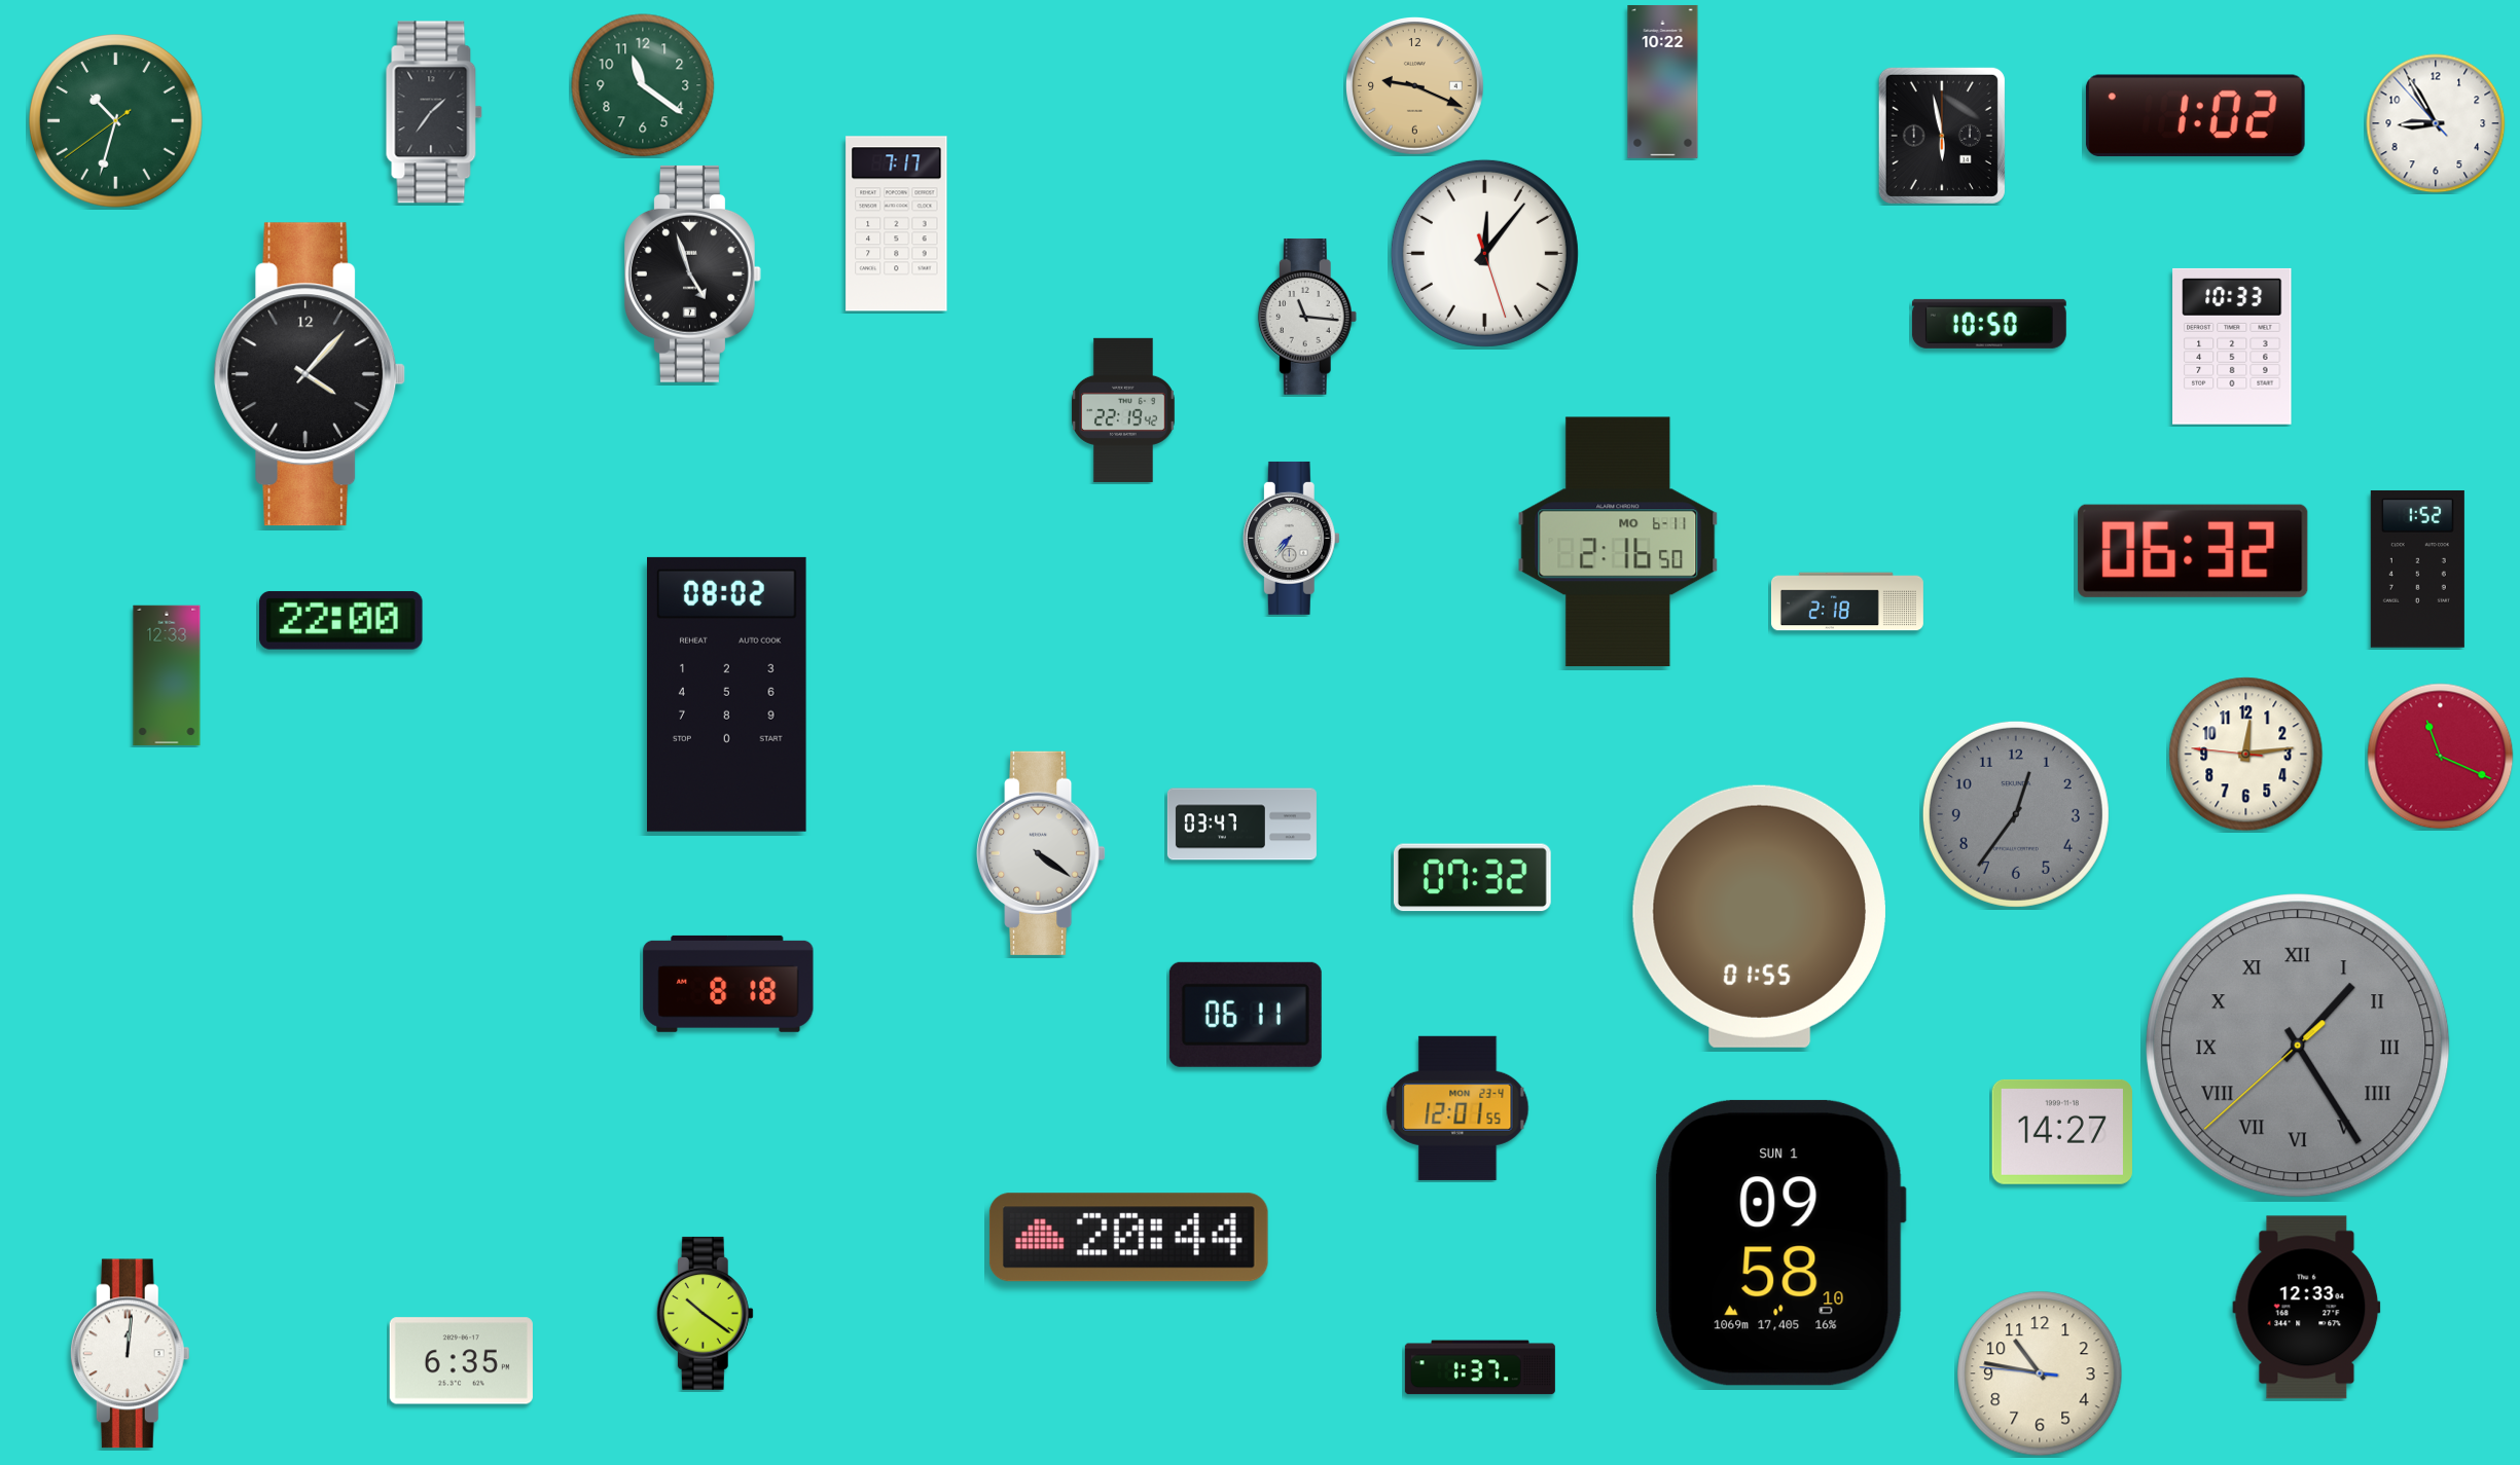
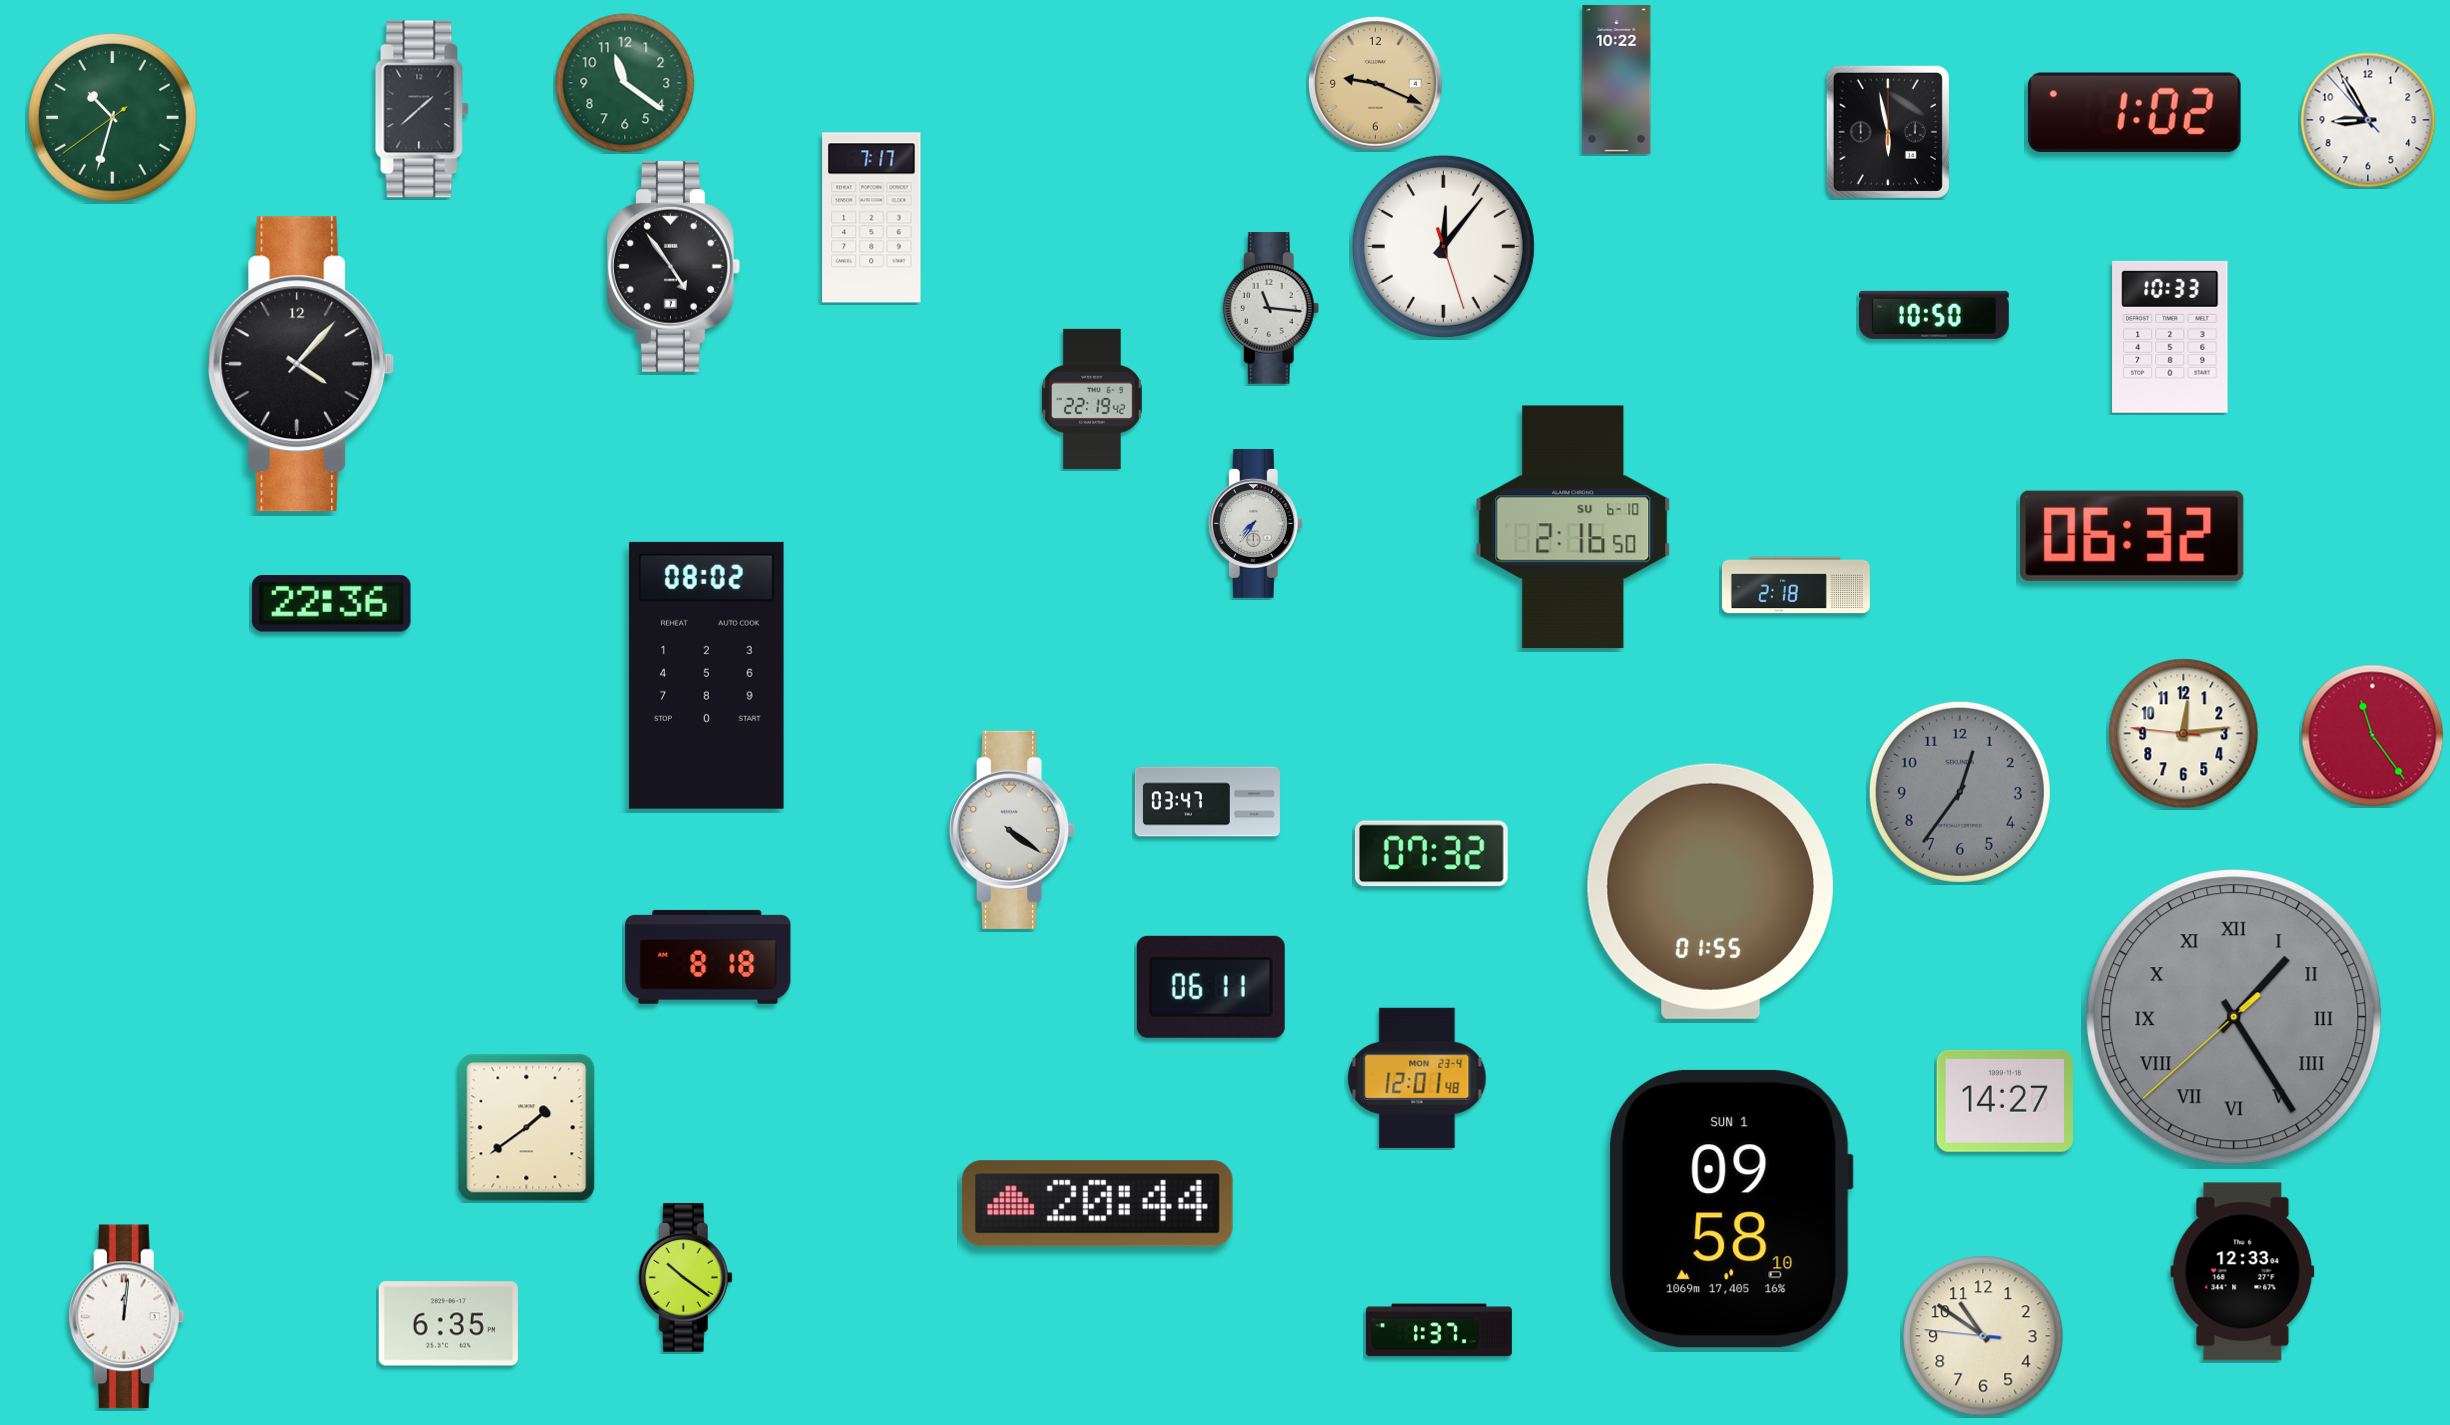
clock at (434, 112): 1:36 -> 1:38
clock at (693, 273): 4:57 -> 4:54
clock at (1618, 542) date: MO 6-11 -> SU 6-10
clock at (2417, 569): 1:52 -> none
clock at (341, 620): 22:00 -> 22:36
clock at (167, 675): 12:33 -> none
clock at (2441, 757): 11:19 -> 11:24
clock at (1457, 1108): 12:01:55 -> 12:01:48
clock at (527, 1128): none -> 1:39
clock at (2040, 1374): 10:46 -> 10:50
